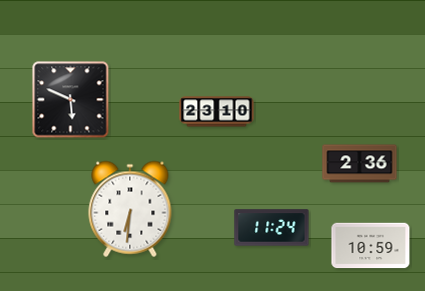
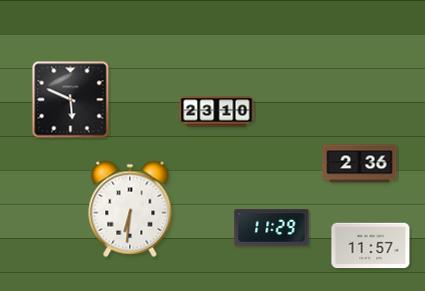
clock at (272, 228): 11:24 -> 11:29
clock at (371, 246): 10:59 -> 11:57
